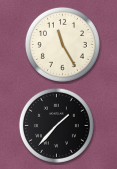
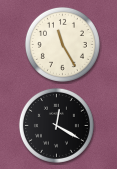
clock at (56, 125): 1:37 -> 12:20
